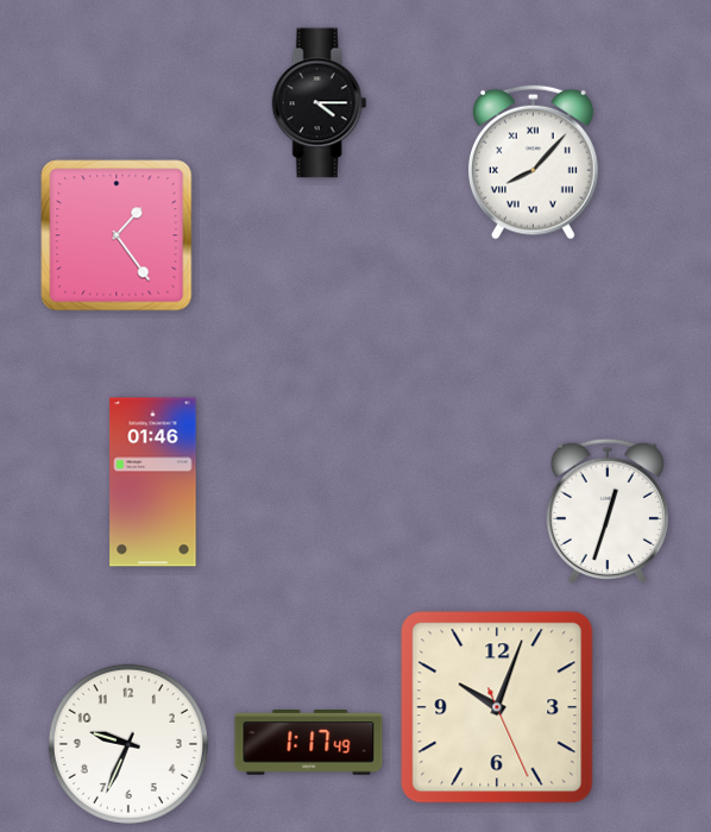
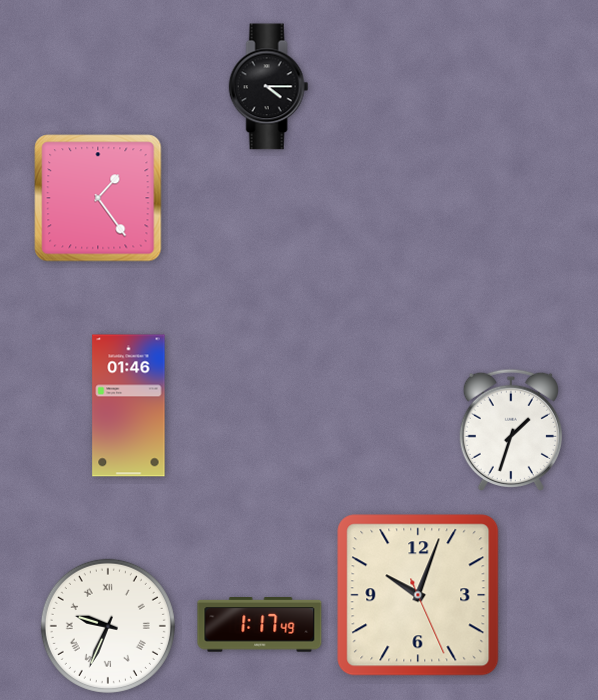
clock at (533, 162): 8:07 -> none
clock at (608, 511): 12:33 -> 1:33
clock at (128, 744) numerals: Arabic -> Roman
